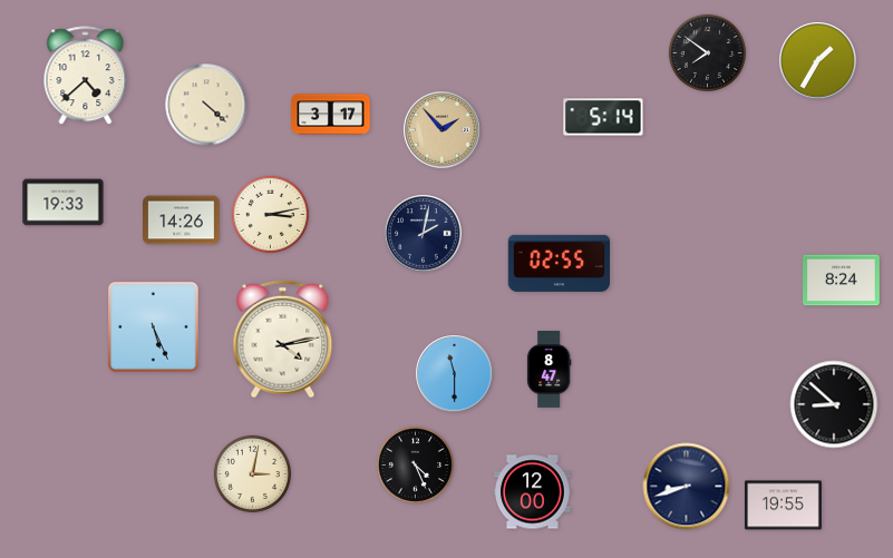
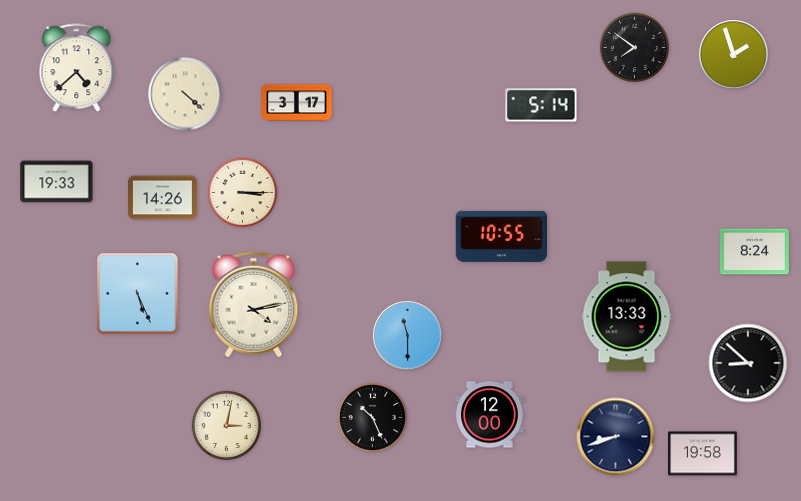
clock at (818, 61): 1:35 -> 1:57
clock at (443, 130): 1:53 -> none
clock at (270, 214): 3:13 -> 3:15
clock at (424, 234): 2:02 -> none
clock at (559, 263): 02:55 -> 10:55
clock at (627, 317): none -> 13:33
clock at (549, 370): 8:47 -> none
clock at (415, 464): 4:26 -> 10:26
clock at (533, 492) position: (533, 492) -> (490, 415)
clock at (784, 506): 19:55 -> 19:58
